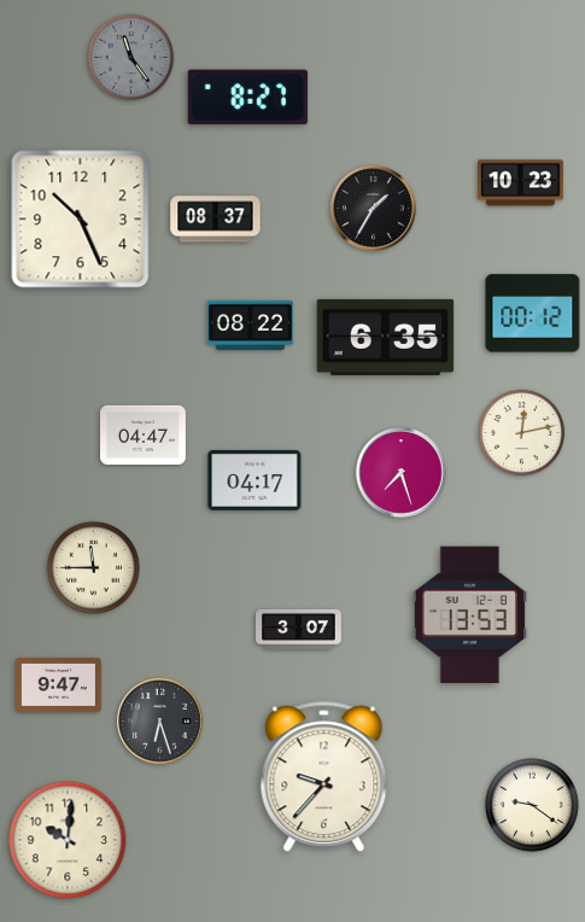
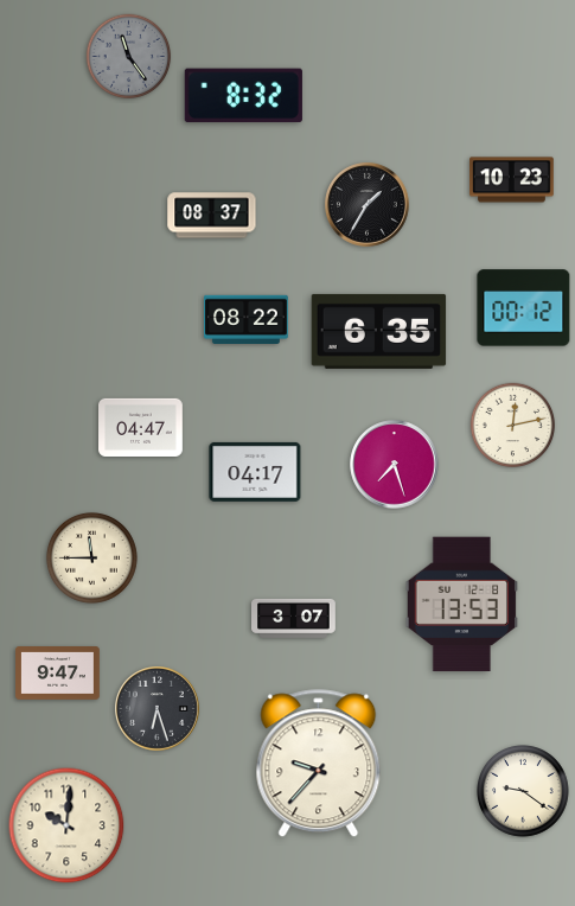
clock at (247, 98): 8:27 -> 8:32
clock at (81, 220): 10:26 -> none
clock at (255, 480) position: (255, 480) -> (255, 472)
